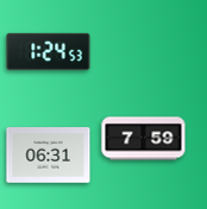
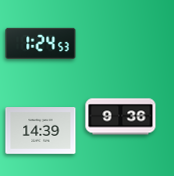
clock at (144, 139): 7:59 -> 9:36
clock at (49, 156): 06:31 -> 14:39
